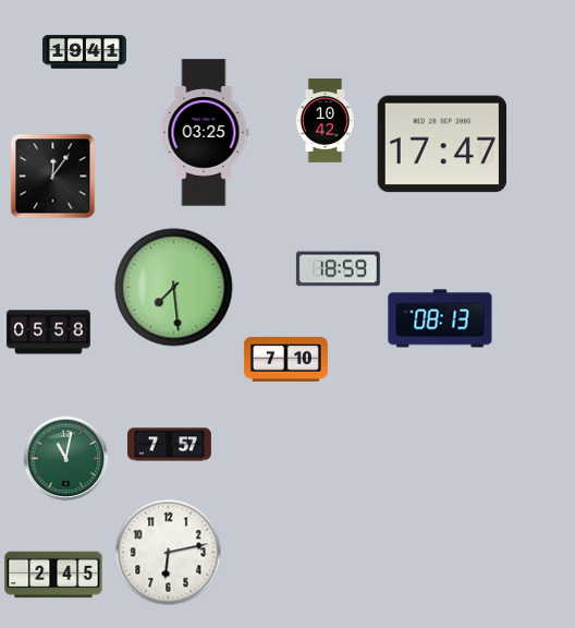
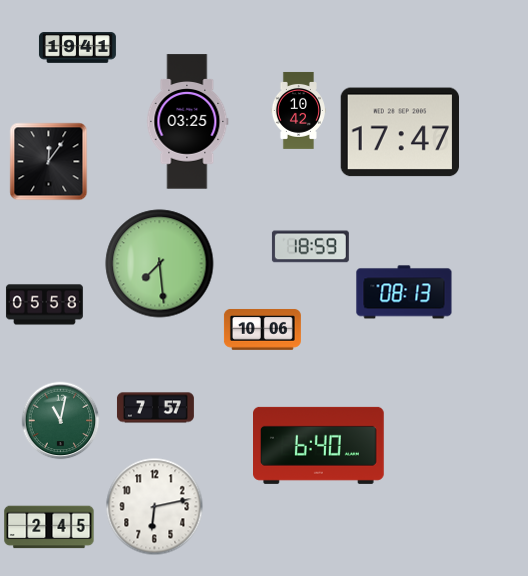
clock at (441, 144) position: (441, 144) -> (399, 132)
clock at (285, 360): 7:10 -> 10:06
clock at (319, 445): none -> 6:40
